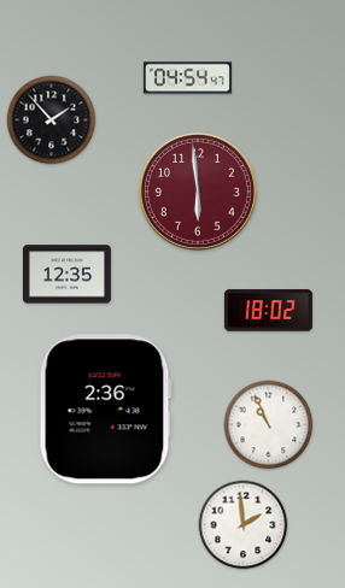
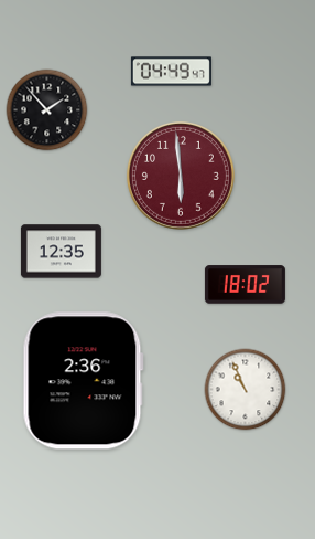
clock at (187, 78): 04:54 -> 04:49
clock at (105, 410) position: (105, 410) -> (83, 381)
clock at (244, 525): 1:59 -> none
